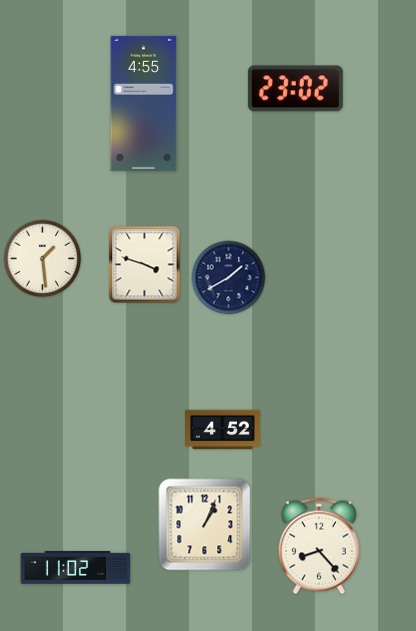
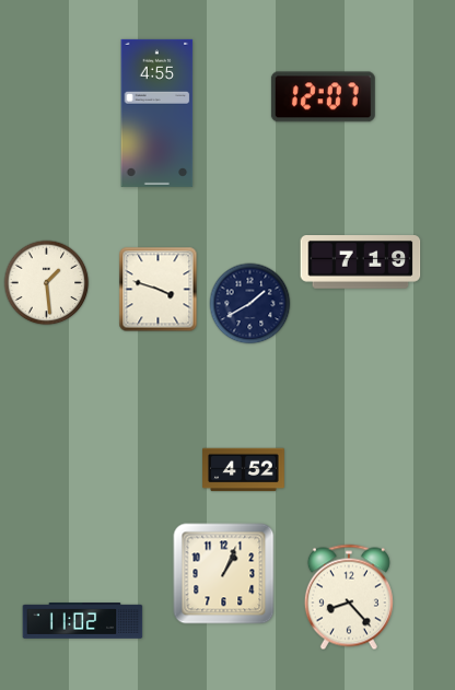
clock at (295, 89): 23:02 -> 12:07
clock at (361, 262): none -> 7:19
